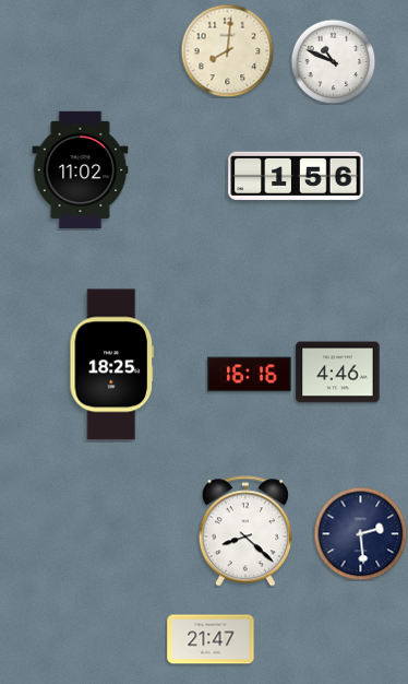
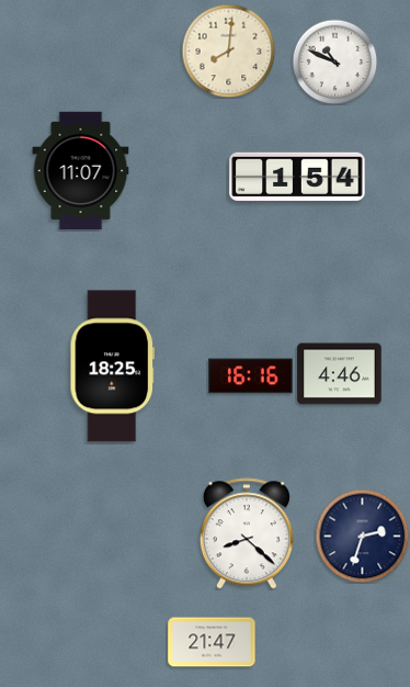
clock at (81, 170): 11:02 -> 11:07
clock at (296, 175): 1:56 -> 1:54
clock at (360, 533): 2:29 -> 2:33
